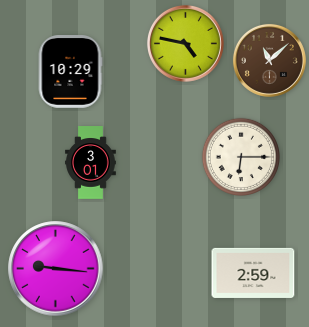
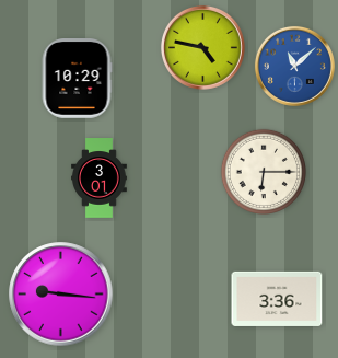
clock at (269, 60) dial: brown -> blue
clock at (253, 273): 2:59 -> 3:36
